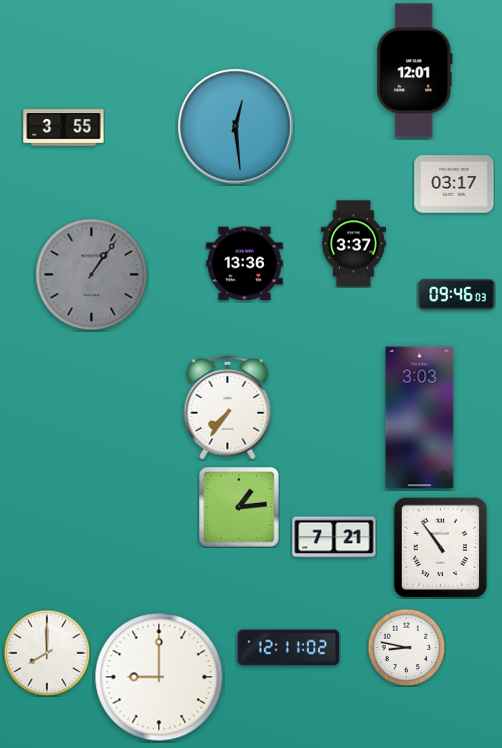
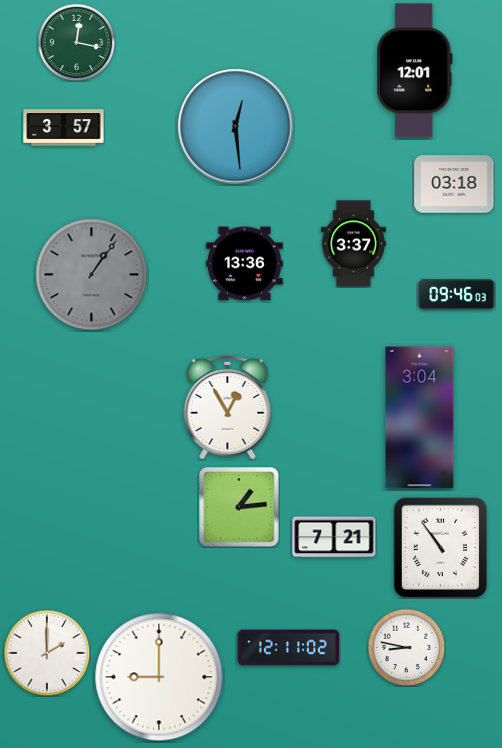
clock at (76, 42): none -> 12:17
clock at (64, 128): 3:55 -> 3:57
clock at (454, 184): 03:17 -> 03:18
clock at (228, 407): 7:36 -> 12:55
clock at (420, 418): 3:03 -> 3:04
clock at (47, 653): 8:00 -> 2:00
